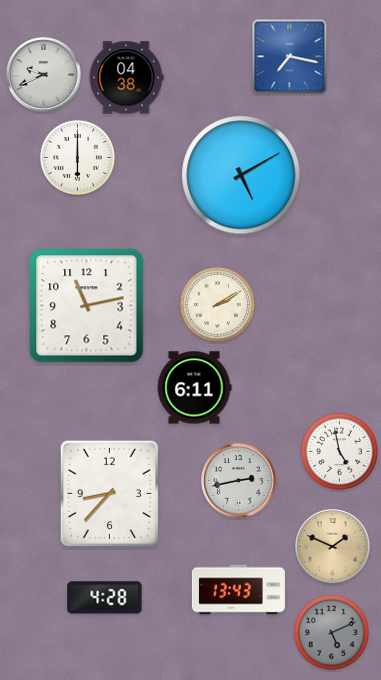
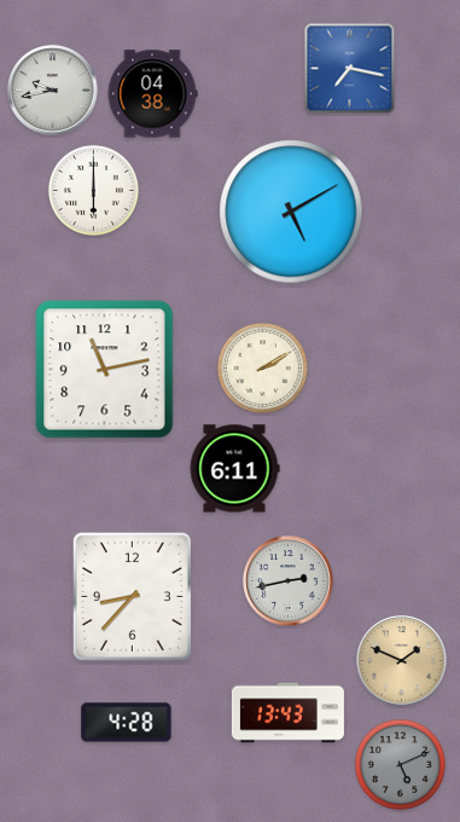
clock at (44, 75): 9:41 -> 9:43
clock at (339, 451): 4:58 -> none
